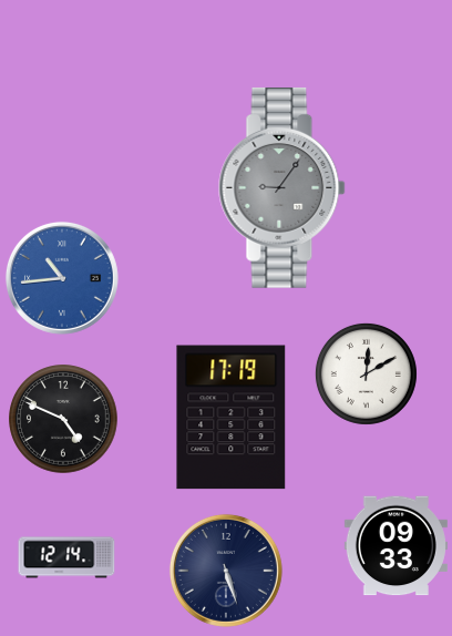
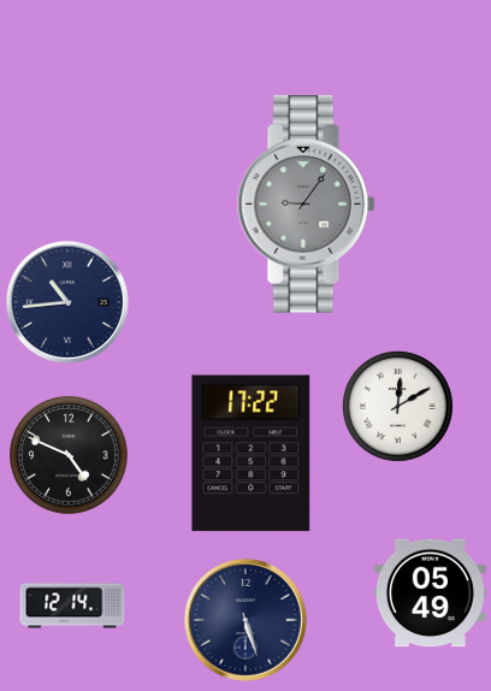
clock at (62, 278) dial: blue -> navy
clock at (232, 418): 17:19 -> 17:22
clock at (395, 546): 09:33 -> 05:49
